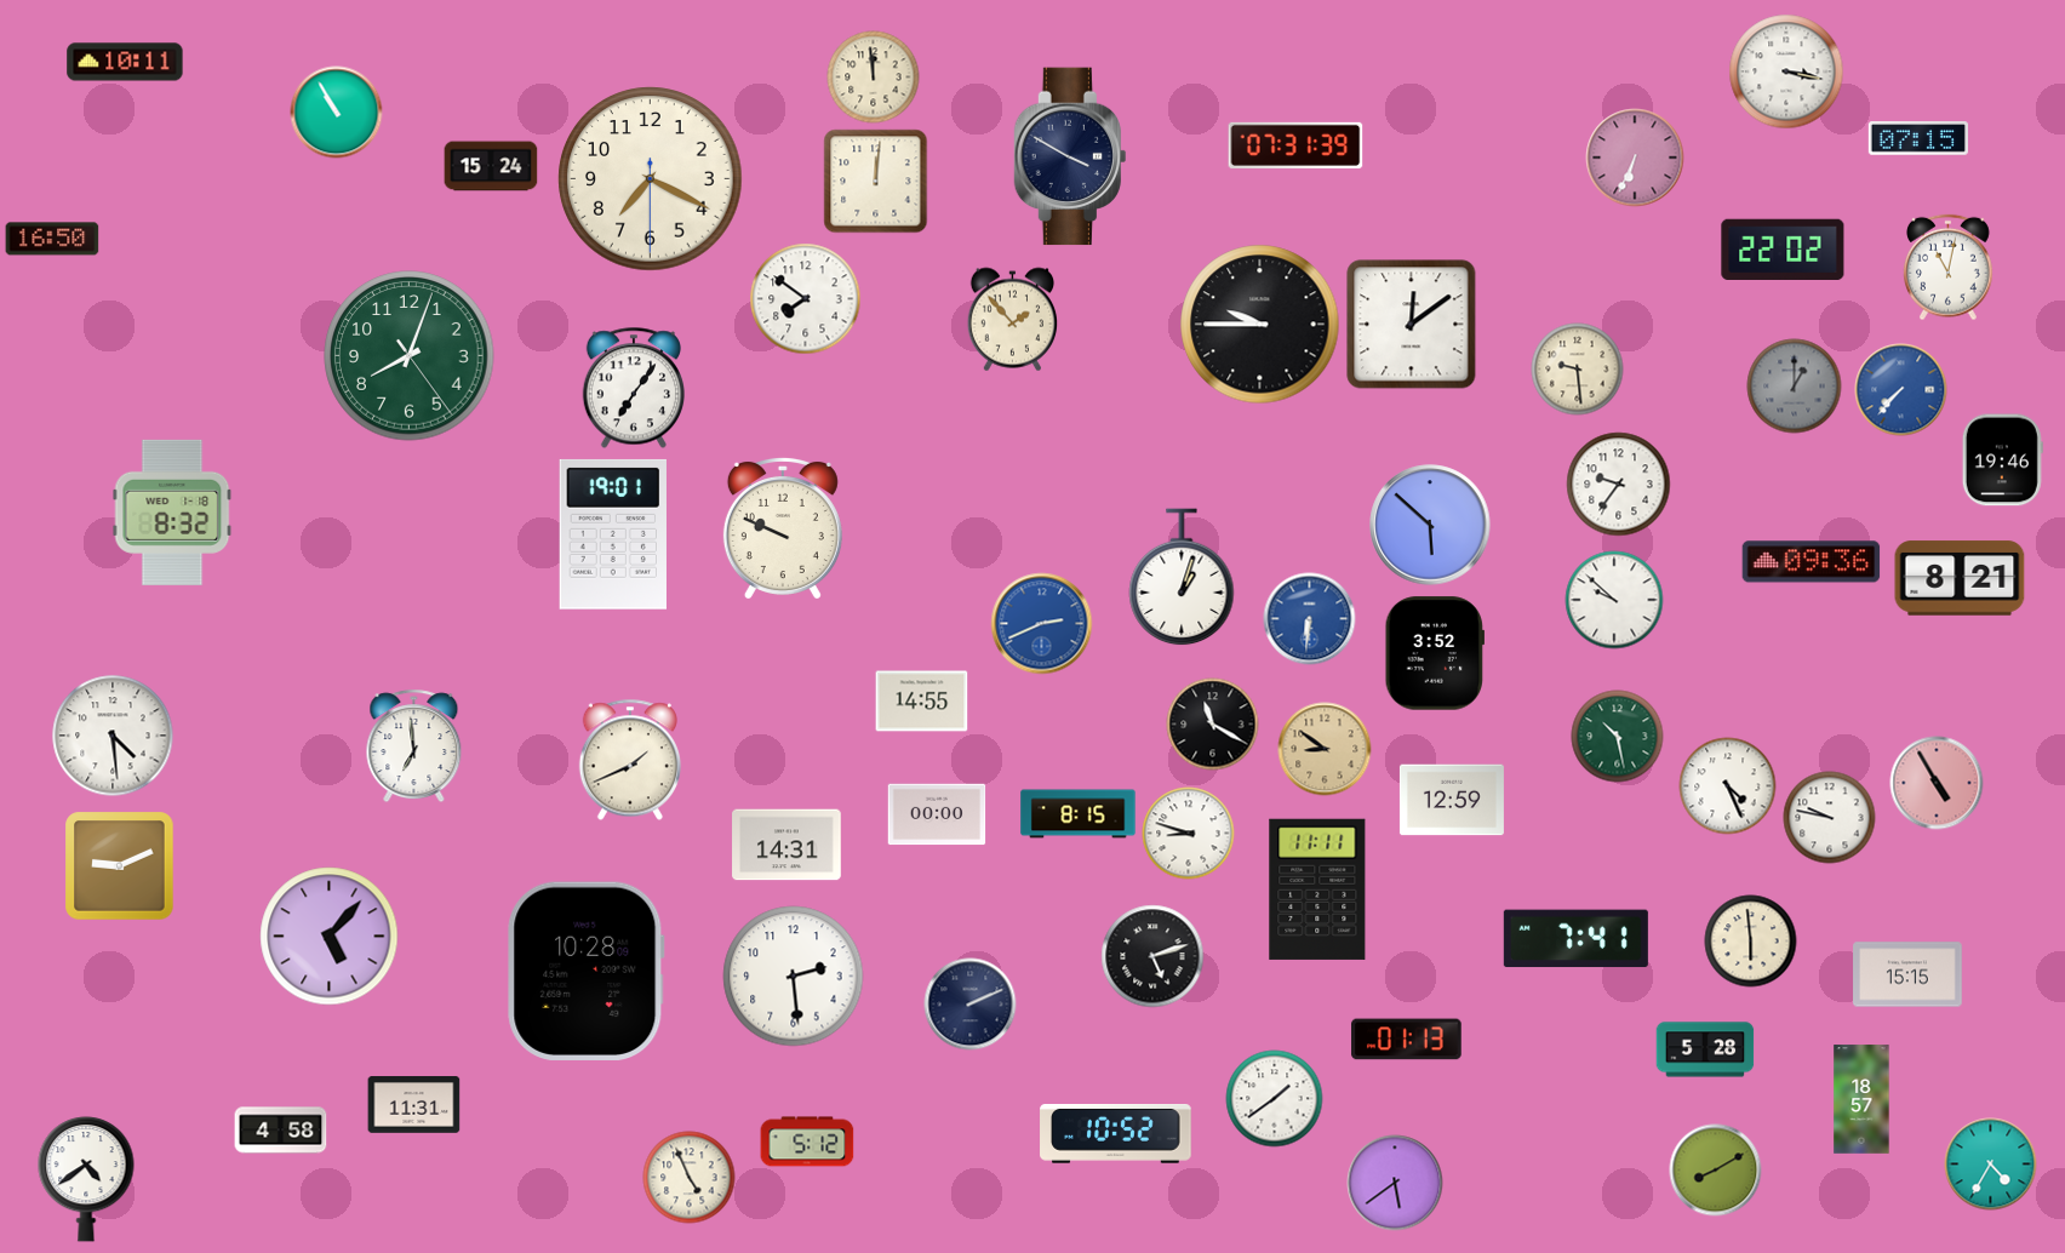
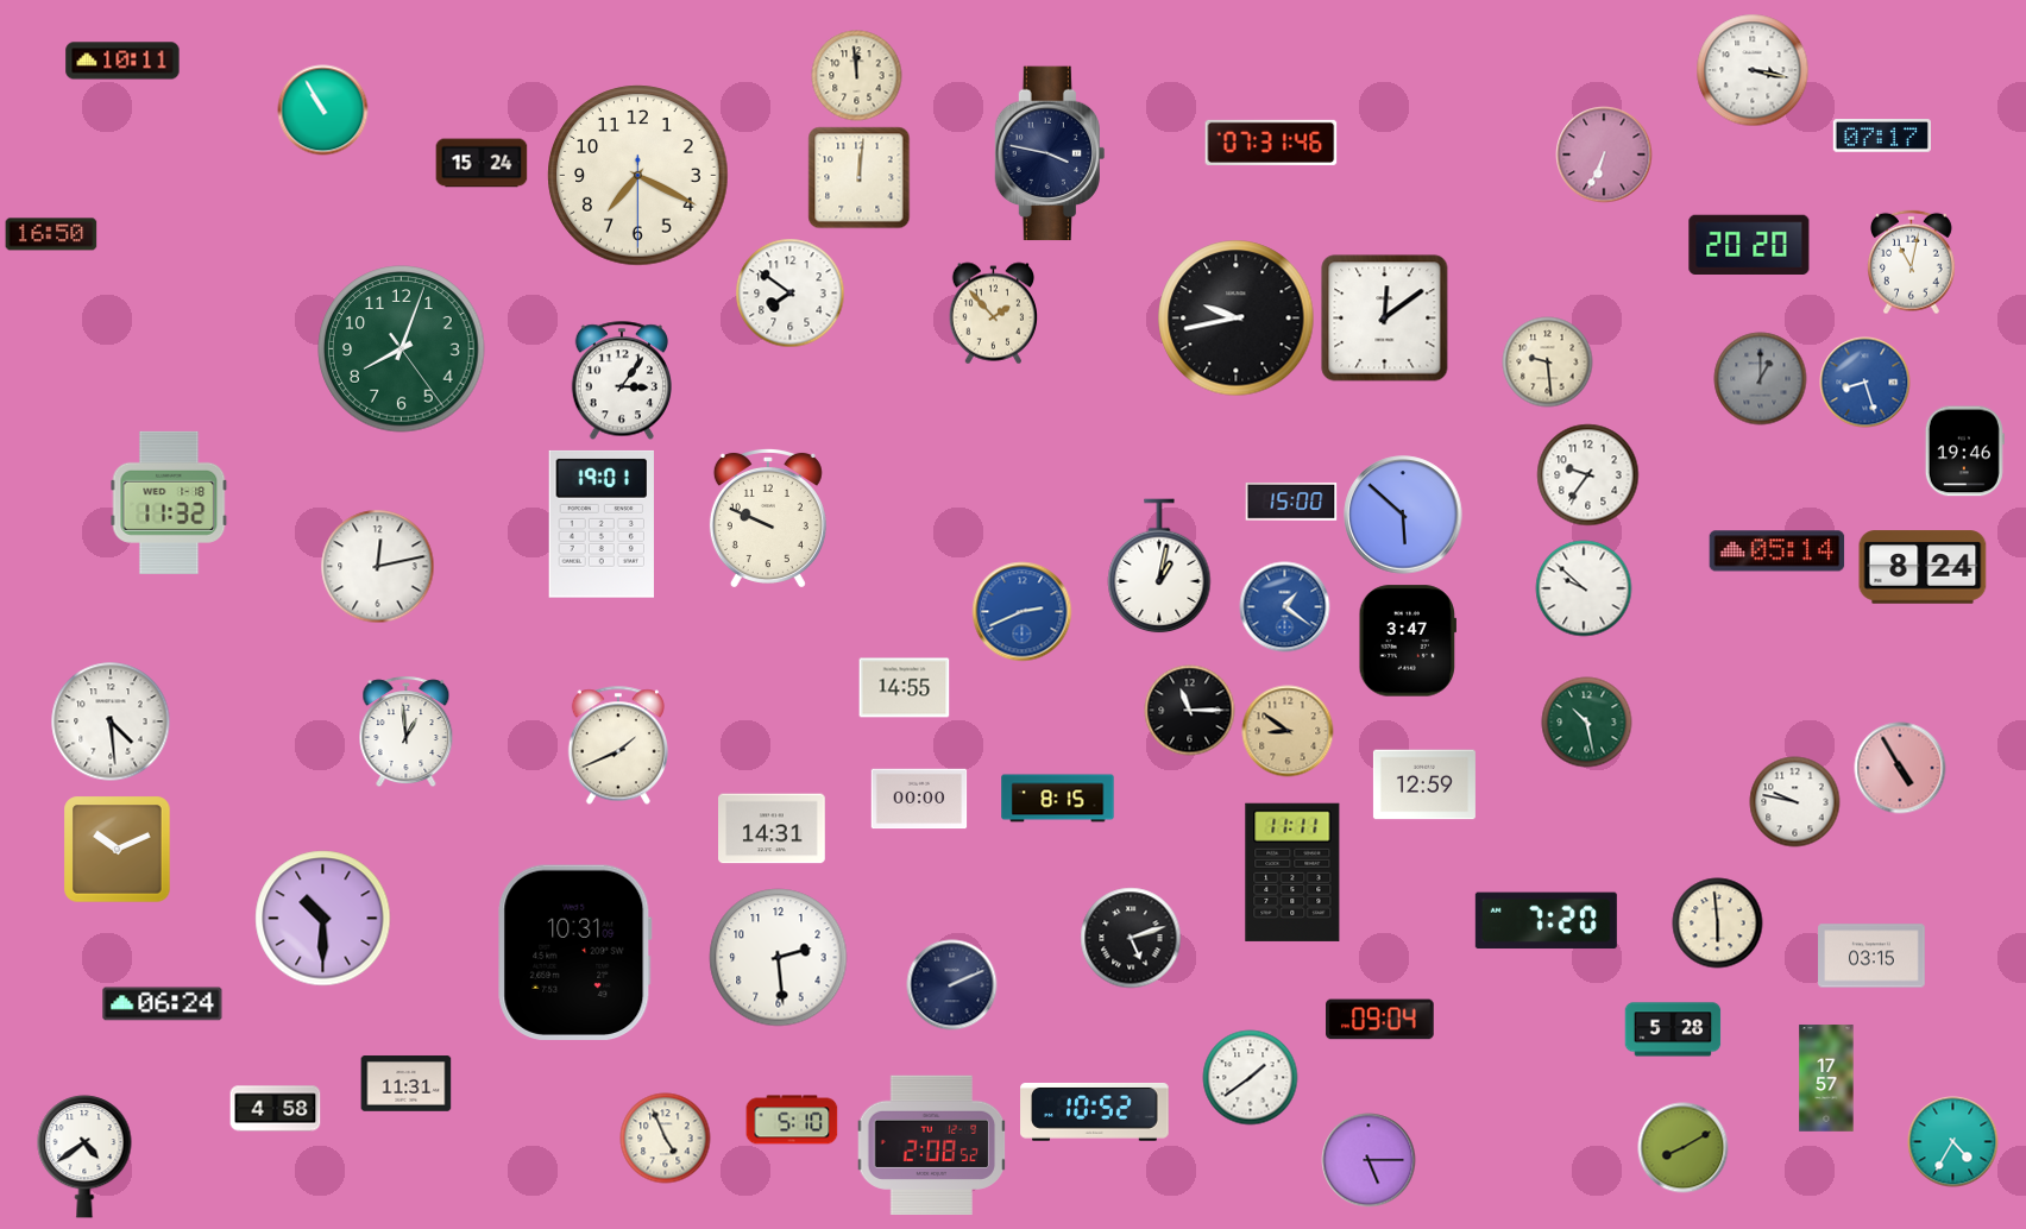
clock at (337, 113) position: (337, 113) -> (323, 111)
clock at (1917, 138): 07:15 -> 07:17
clock at (1295, 145): 07:31:39 -> 07:31:46
clock at (1069, 156): 3:50 -> 3:47
clock at (1783, 250): 22:02 -> 20:20
clock at (1260, 325): 9:45 -> 9:43
clock at (633, 388): 7:06 -> 3:06
clock at (1901, 390): 7:37 -> 8:27
clock at (1291, 502): none -> 15:00
clock at (172, 513): 8:32 -> 11:32
clock at (1812, 562): 09:36 -> 05:14
clock at (378, 567): none -> 12:13
clock at (1182, 578): 1:03 -> 1:02
clock at (1960, 578): 8:21 -> 8:24
clock at (1310, 619): 6:31 -> 1:21
clock at (1434, 653): 3:52 -> 3:47
clock at (1213, 725): 11:20 -> 11:15
clock at (414, 746): 6:59 -> 12:59
clock at (1325, 749) position: (1325, 749) -> (1288, 731)
clock at (1728, 786): 4:26 -> none
clock at (1189, 834): 8:48 -> none
clock at (120, 866): 9:11 -> 10:11
clock at (330, 937): 5:07 -> 10:30
clock at (1575, 939): 7:41 -> 7:20
clock at (587, 971): 10:28 -> 10:31
clock at (1907, 974): 15:15 -> 03:15
clock at (163, 1004): none -> 06:24
clock at (1407, 1040): 01:13 -> 09:04
clock at (1861, 1099): 18:57 -> 17:57
clock at (807, 1142): 5:12 -> 5:10
clock at (932, 1145): none -> 2:08
clock at (690, 1178) position: (690, 1178) -> (666, 1139)
clock at (1395, 1183): 5:39 -> 5:15
